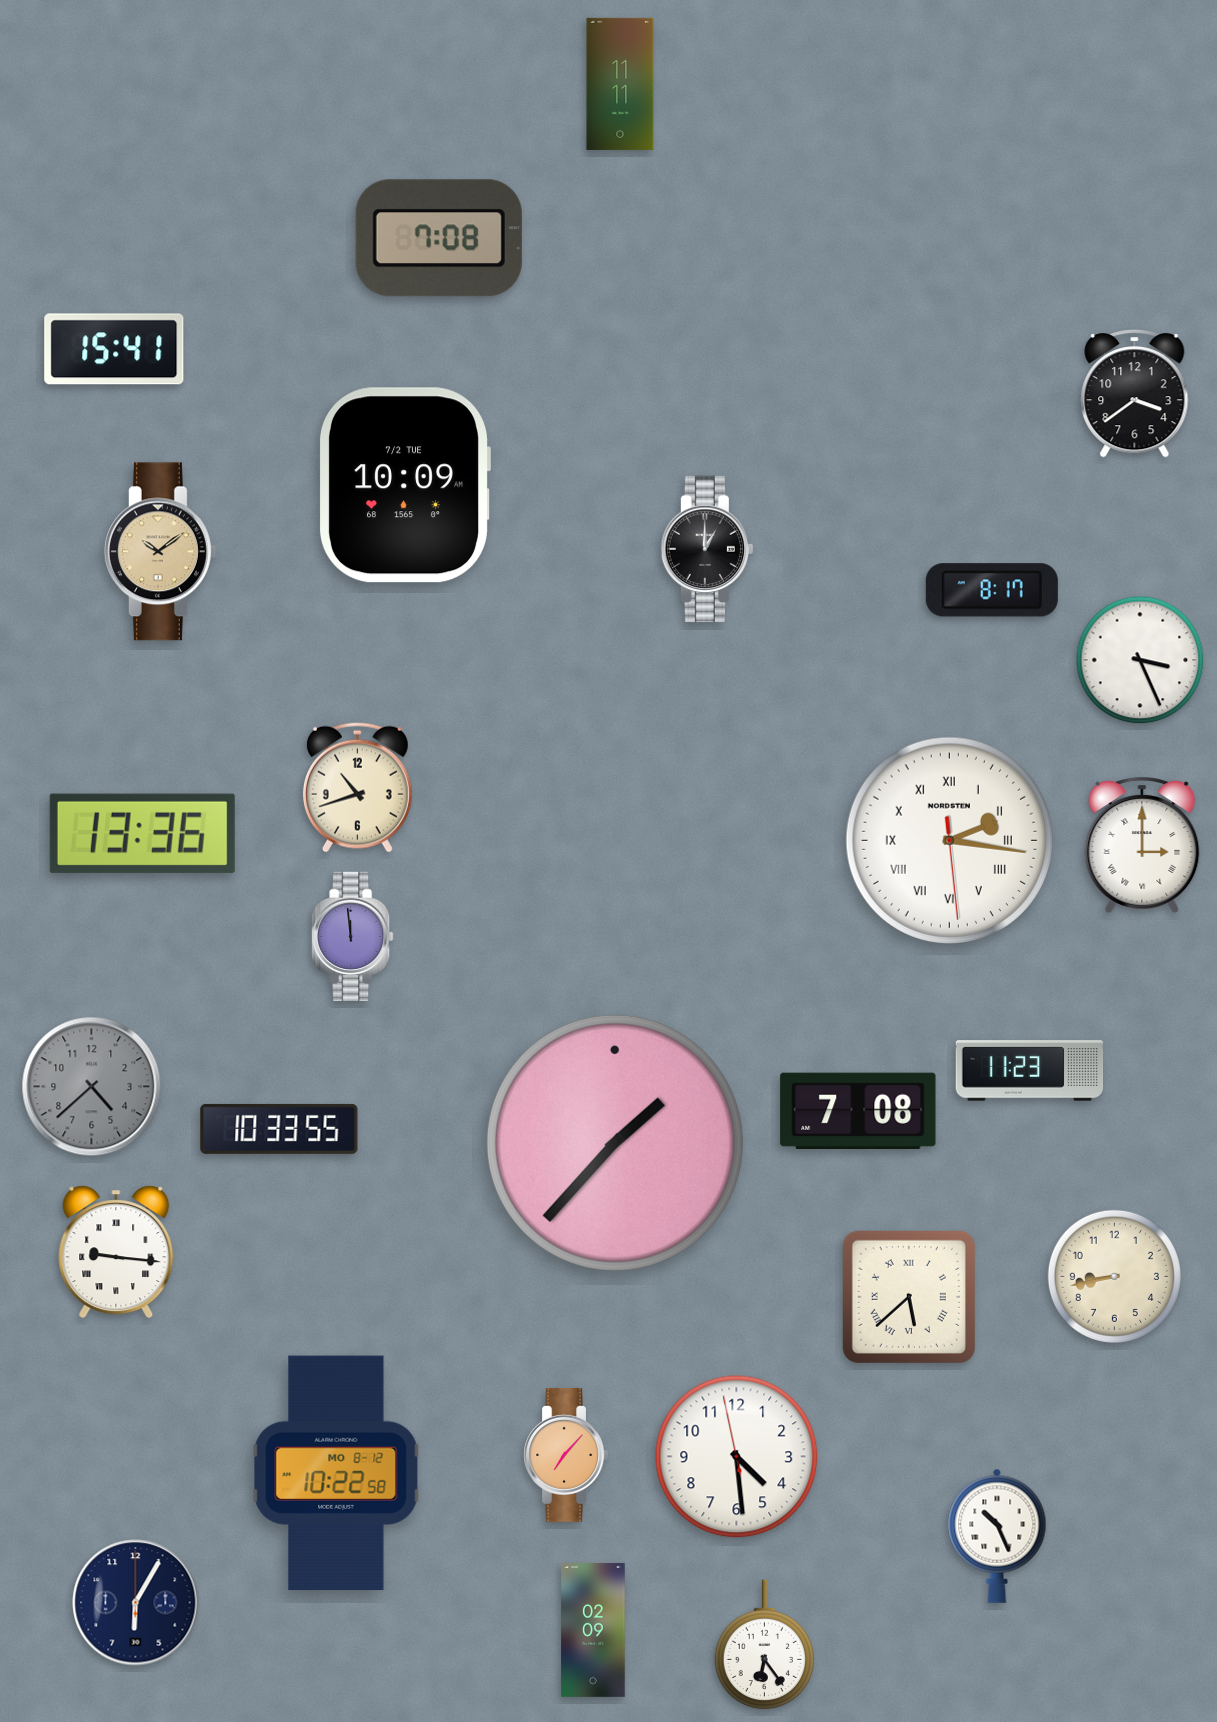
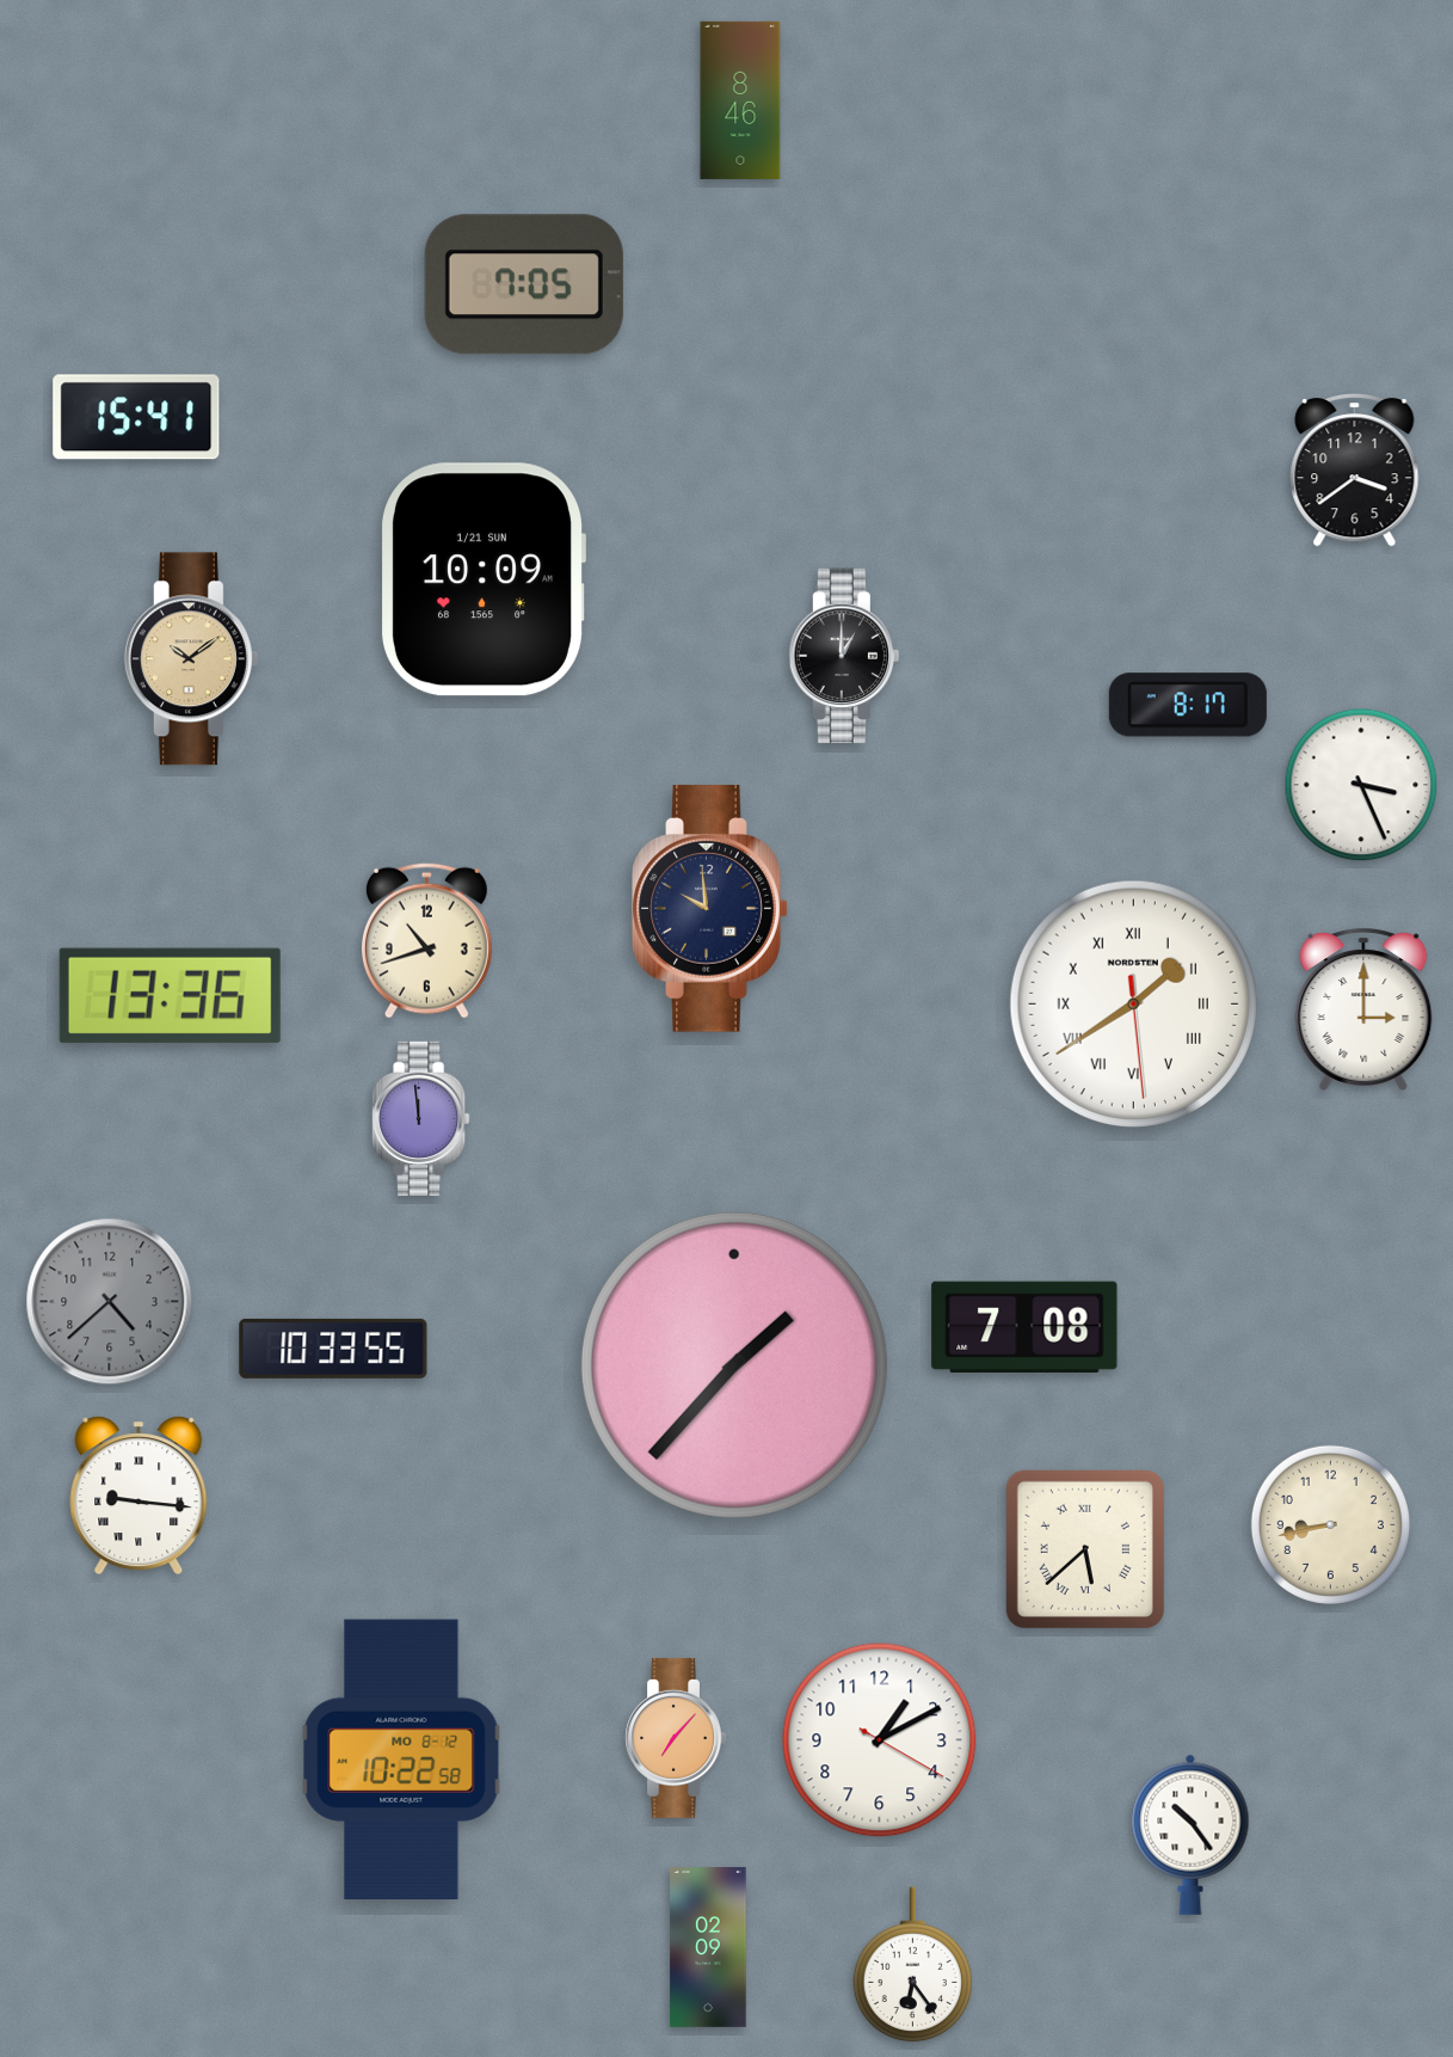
clock at (620, 84): 11:11 -> 8:46
clock at (439, 238): 7:08 -> 7:05
clock at (404, 485) date: 7/2 TUE -> 1/21 SUN
clock at (992, 590) position: (992, 590) -> (1188, 705)
clock at (1140, 660) position: (1140, 660) -> (1361, 785)
clock at (710, 909): none -> 9:59
clock at (949, 840): 2:16 -> 1:39
clock at (1030, 1071): 11:23 -> none
clock at (92, 1087) position: (92, 1087) -> (110, 1302)
clock at (737, 1457): 4:28 -> 1:10
clock at (997, 1536): 10:26 -> 10:24
clock at (136, 1603): 6:05 -> none
